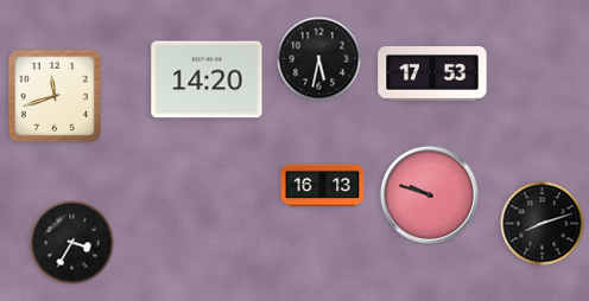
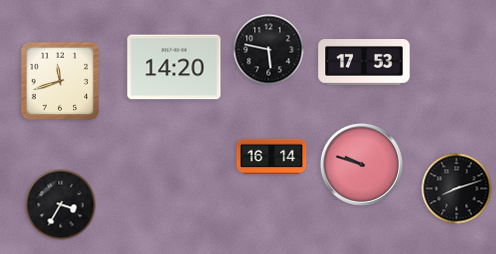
clock at (319, 59): 5:32 -> 5:47
clock at (55, 96) position: (55, 96) -> (60, 81)
clock at (323, 186): 16:13 -> 16:14
